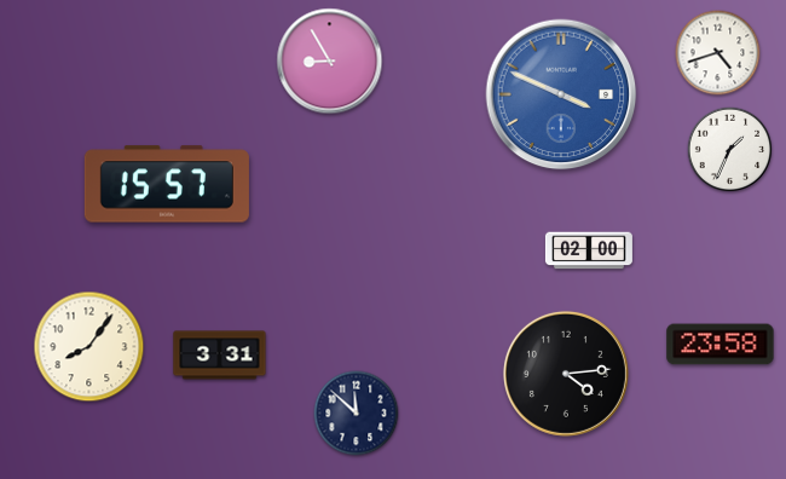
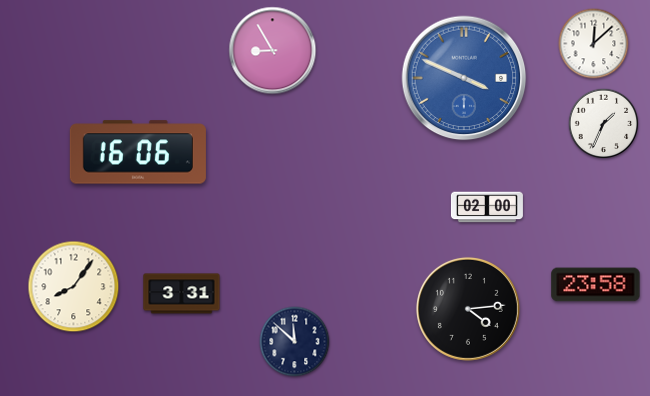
clock at (718, 53): 4:42 -> 12:08
clock at (167, 184): 15:57 -> 16:06
